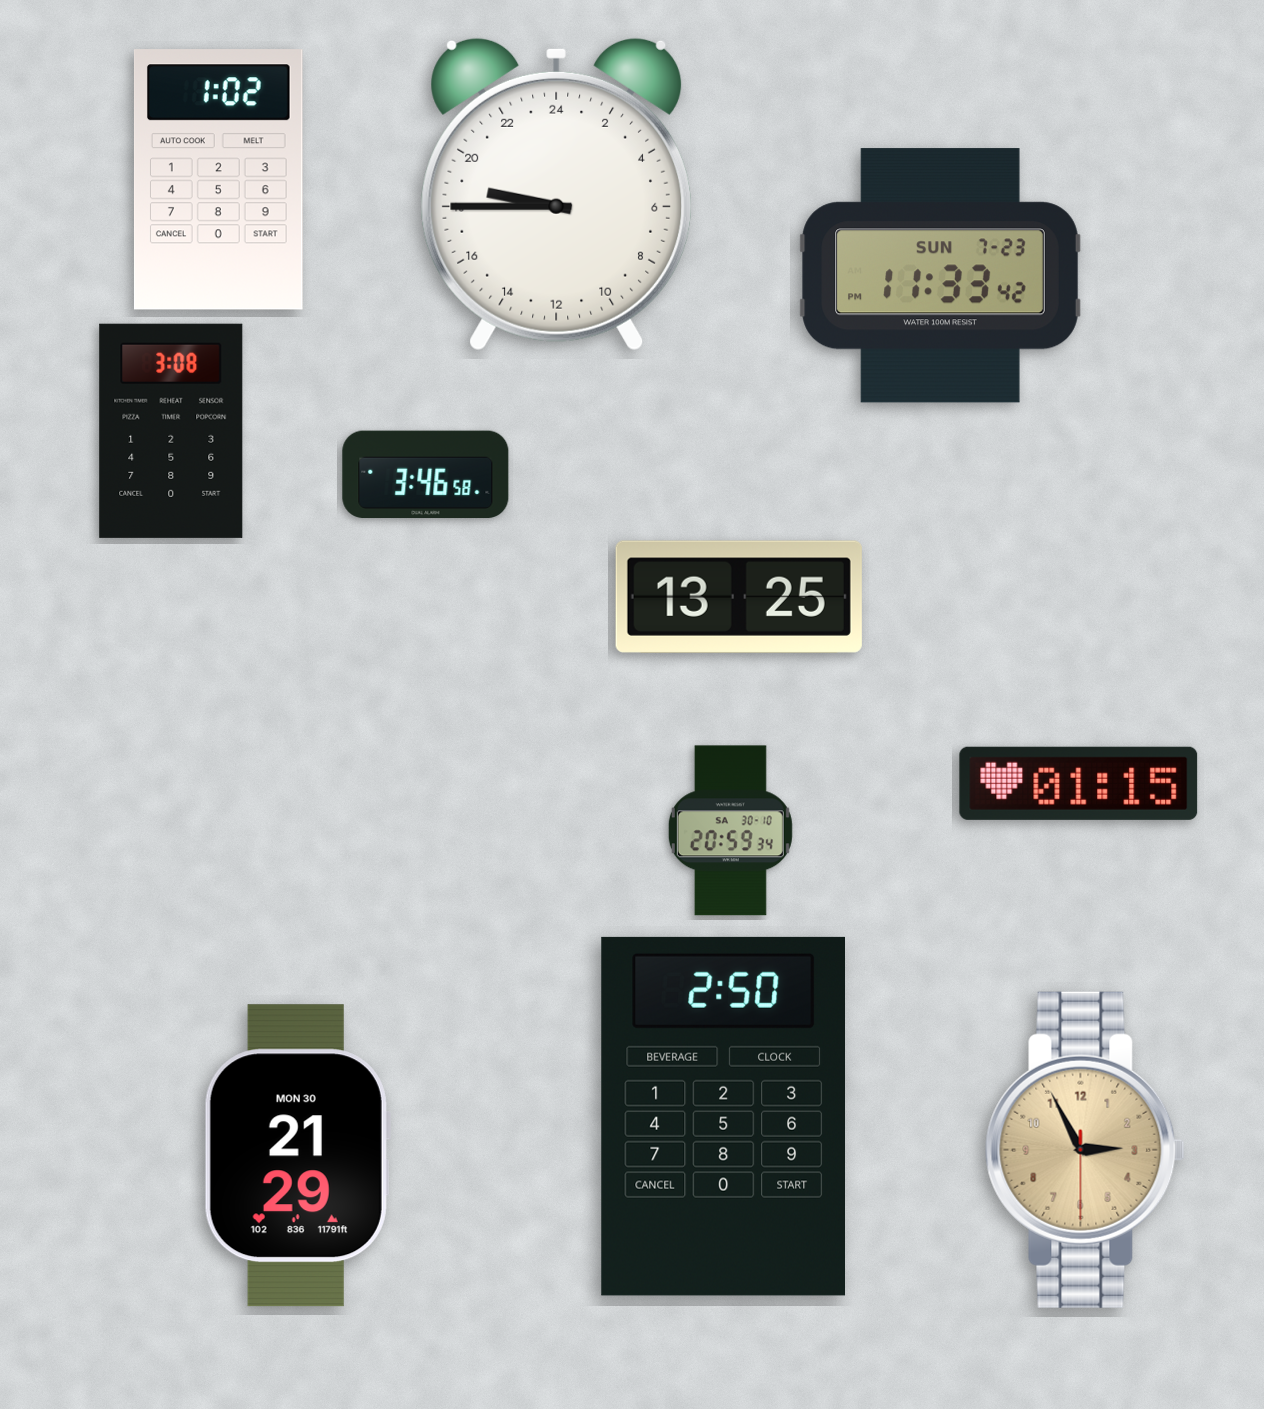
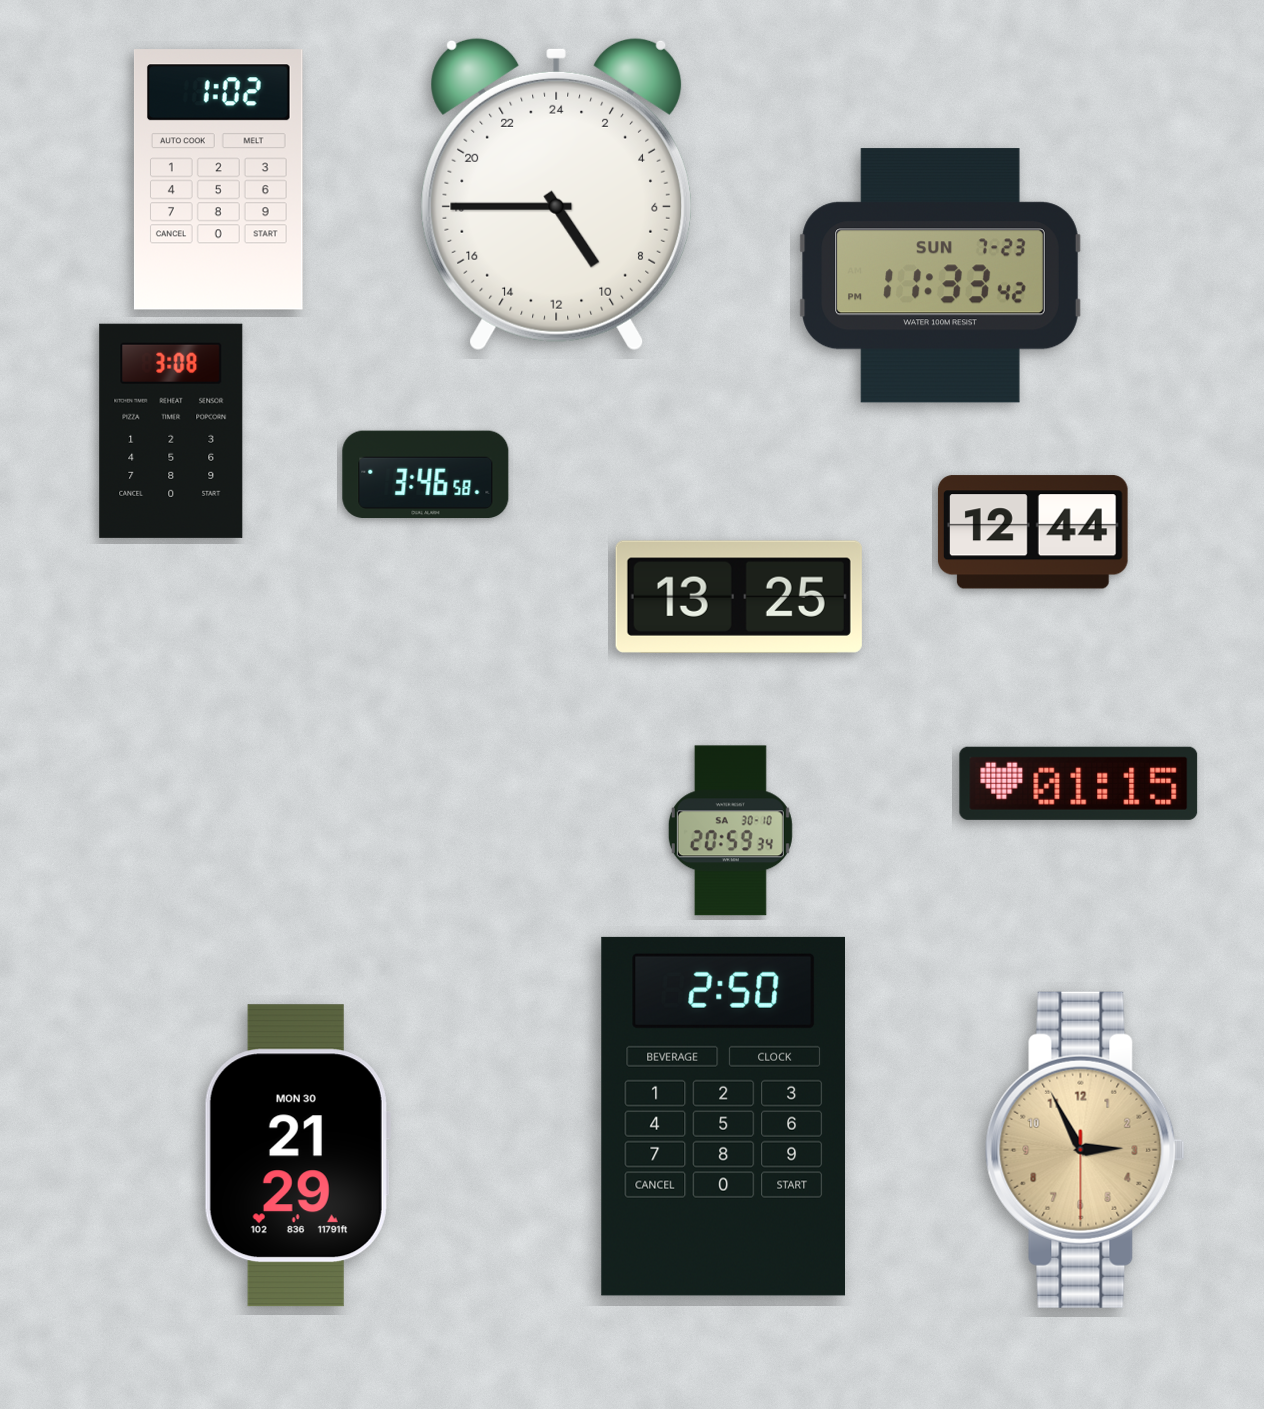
clock at (556, 194): 18:45 -> 9:45
clock at (1033, 532): none -> 12:44
